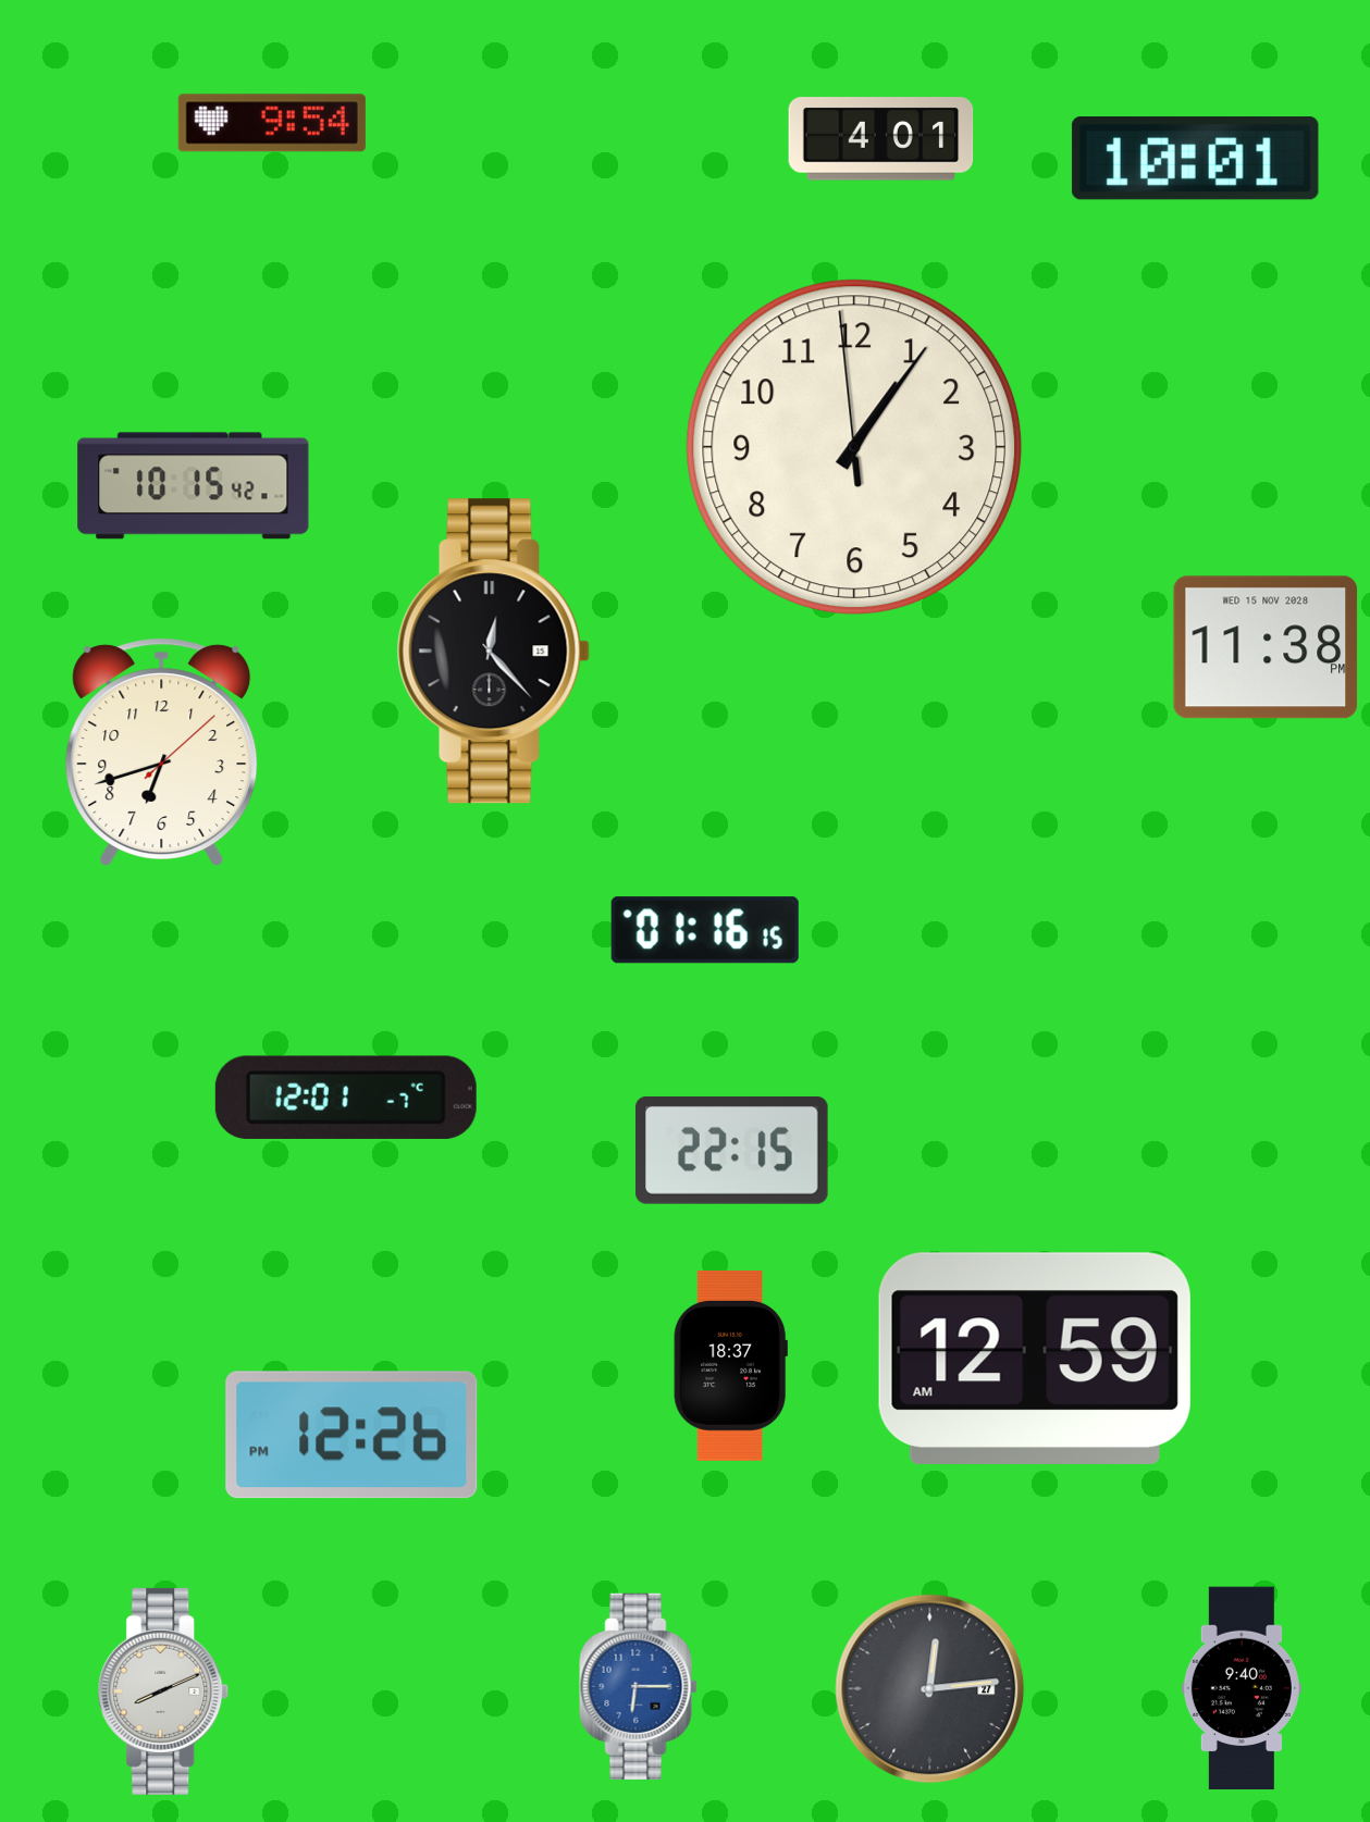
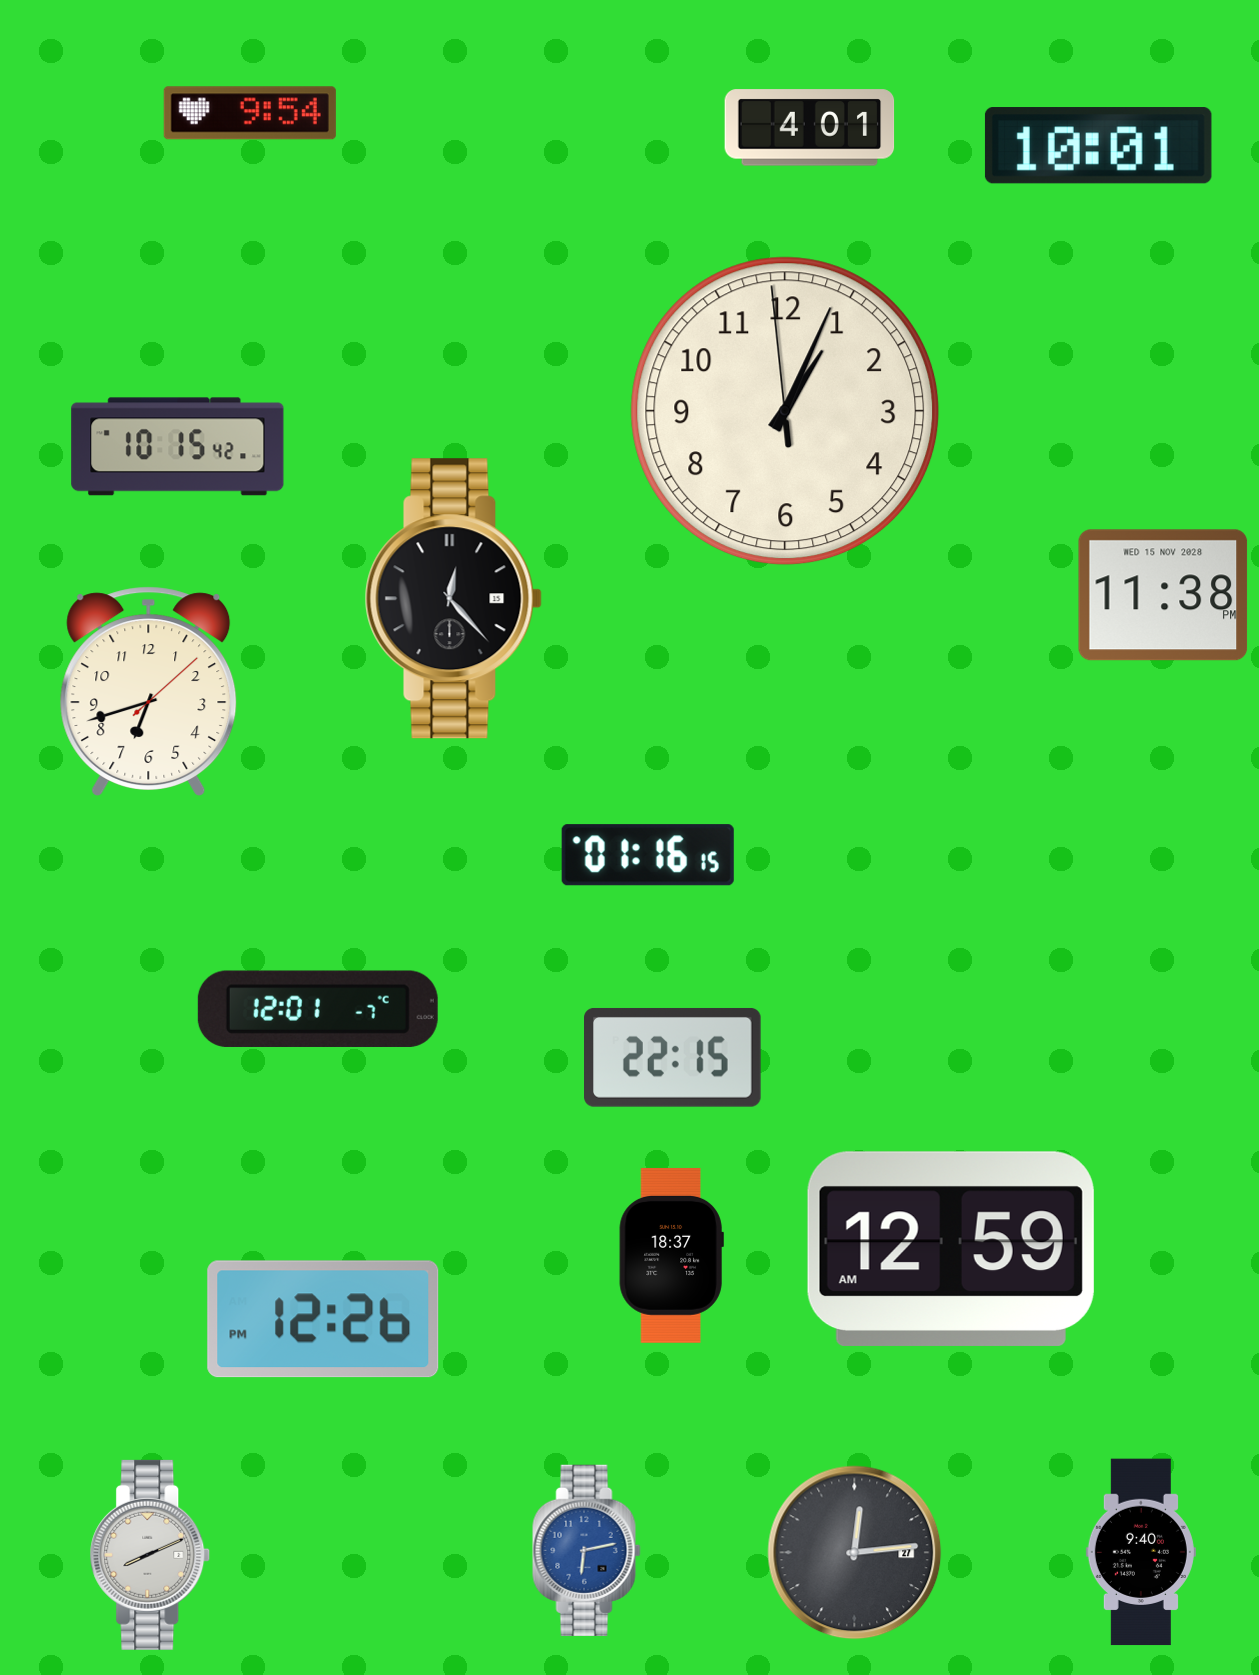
clock at (854, 447): 1:05 -> 1:03
clock at (639, 1686): 6:15 -> 6:13
